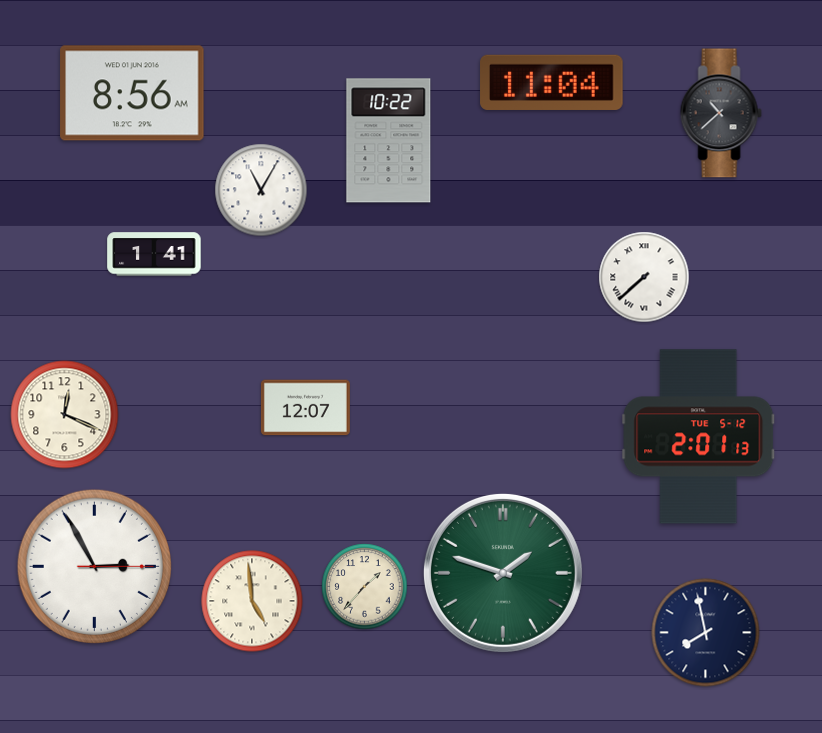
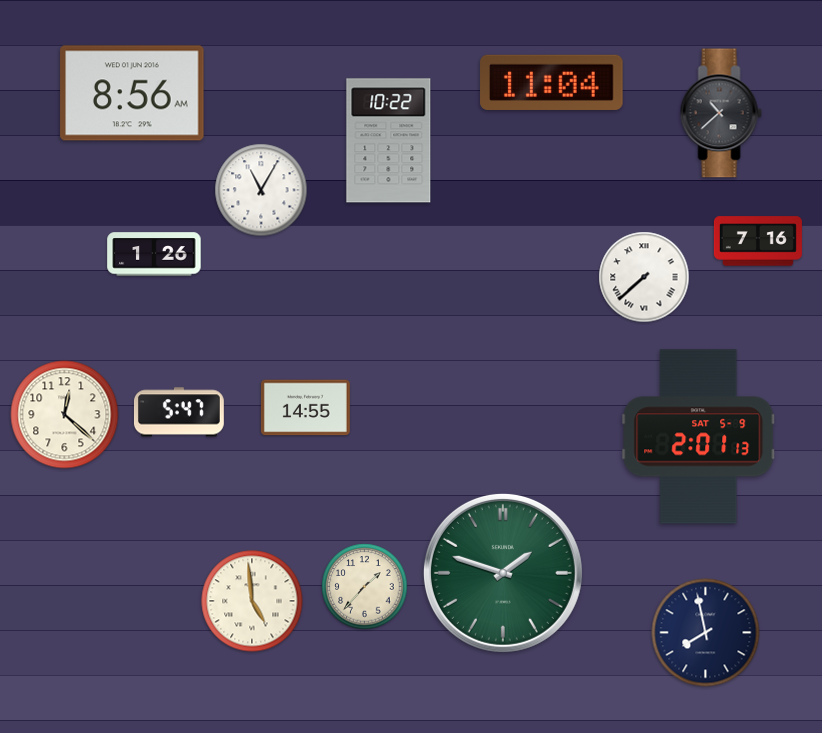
clock at (758, 241): none -> 7:16
clock at (154, 254): 1:41 -> 1:26
clock at (305, 408): 12:07 -> 14:55
clock at (179, 412): none -> 5:47
clock at (65, 415): 12:19 -> 12:22
clock at (699, 437) date: TUE 5-12 -> SAT 5-9
clock at (94, 566): 2:55 -> none
